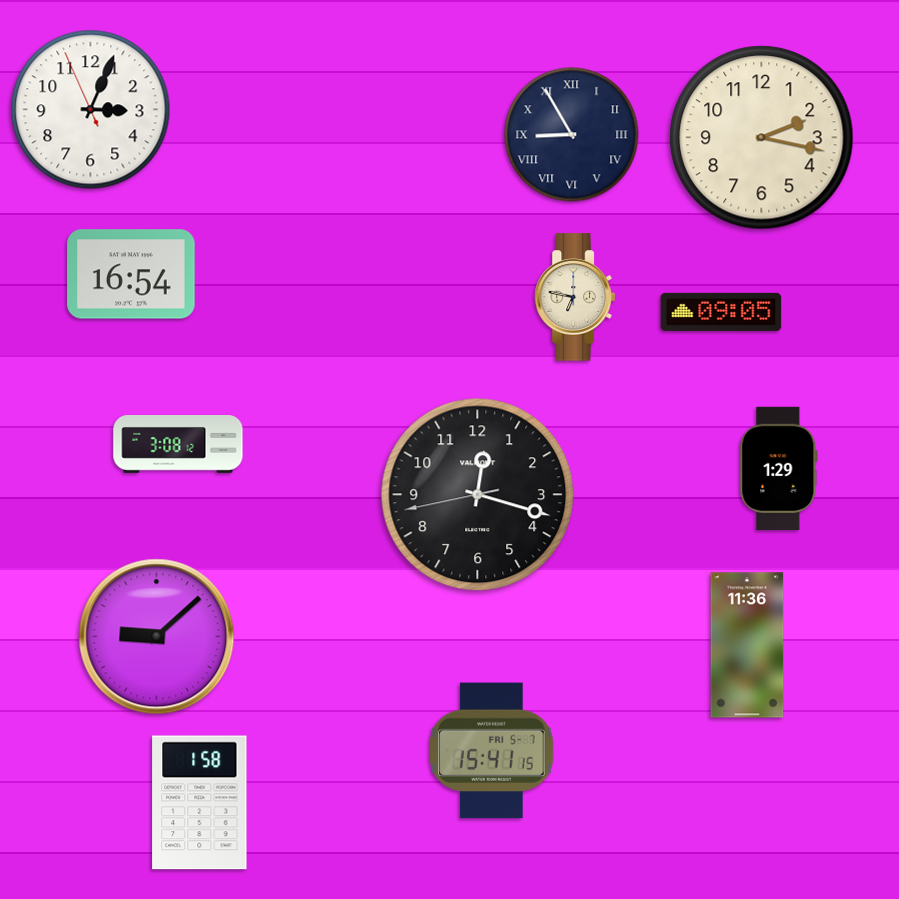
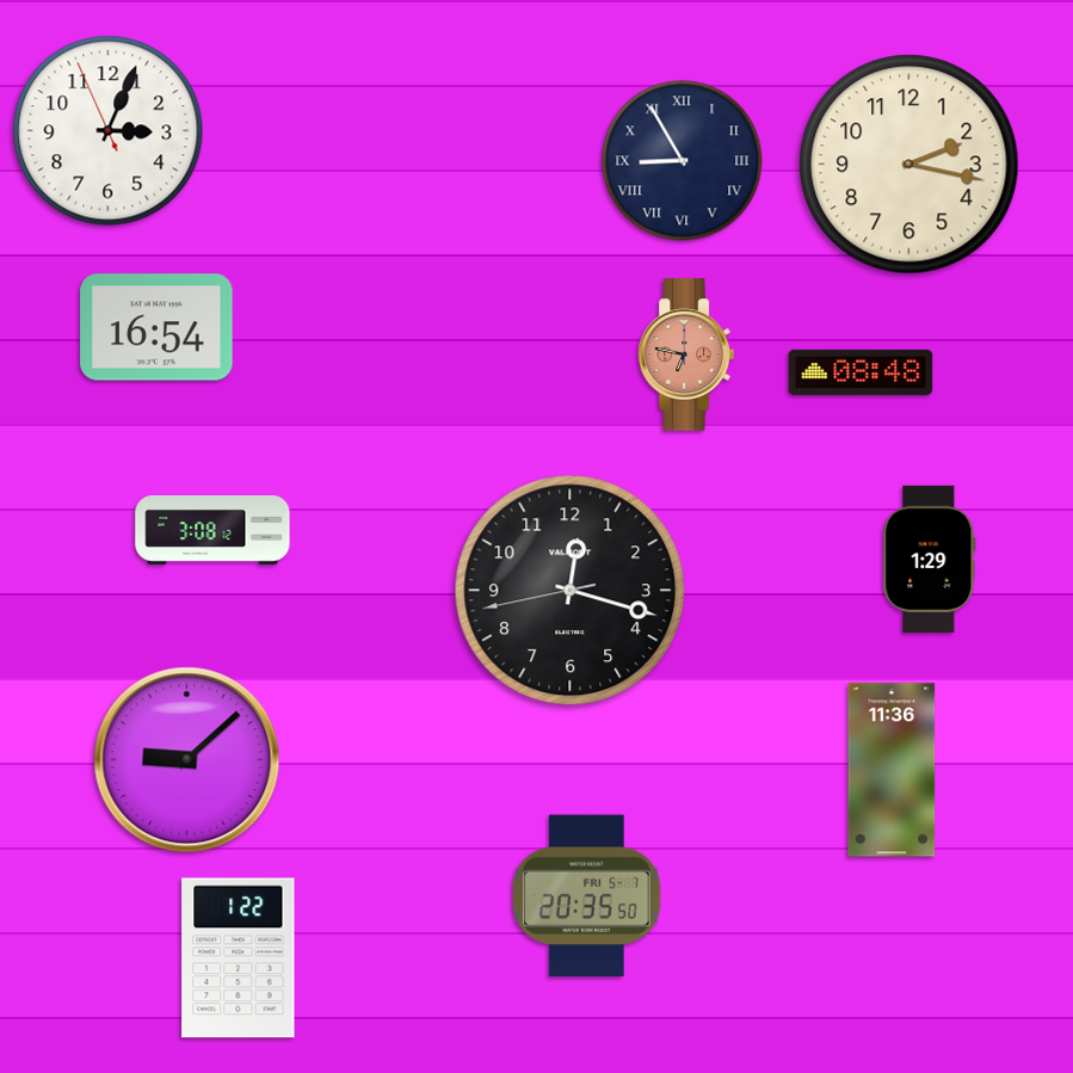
clock at (574, 297) dial: cream -> salmon
clock at (721, 312): 09:05 -> 08:48
clock at (492, 751): 15:41 -> 20:35
clock at (200, 803): 1:58 -> 1:22
